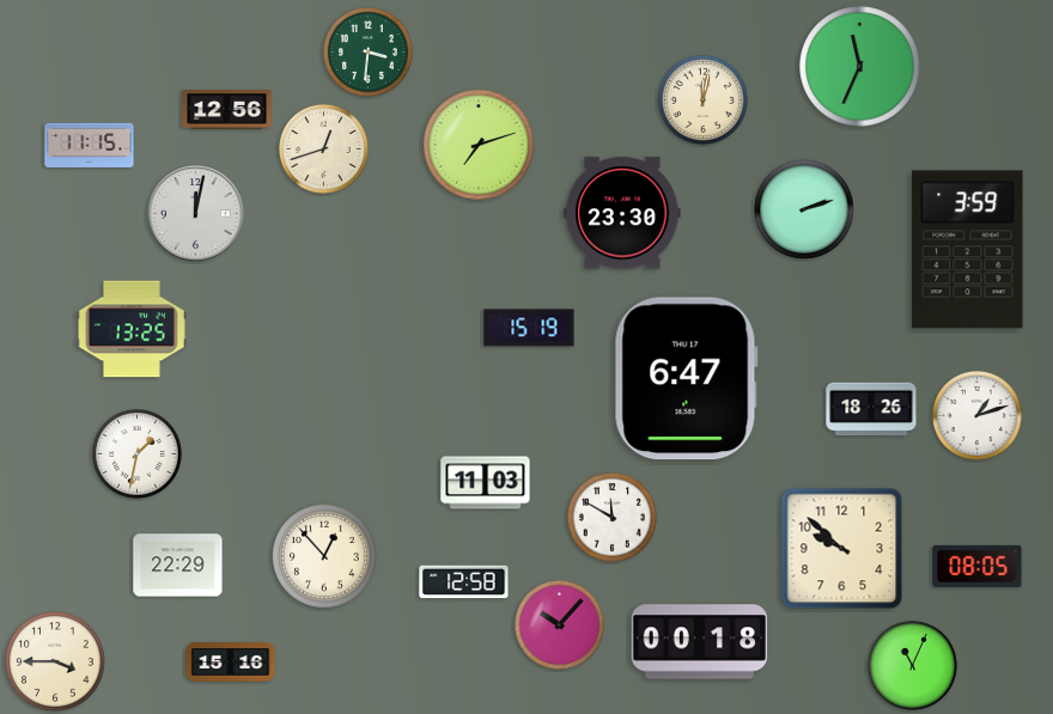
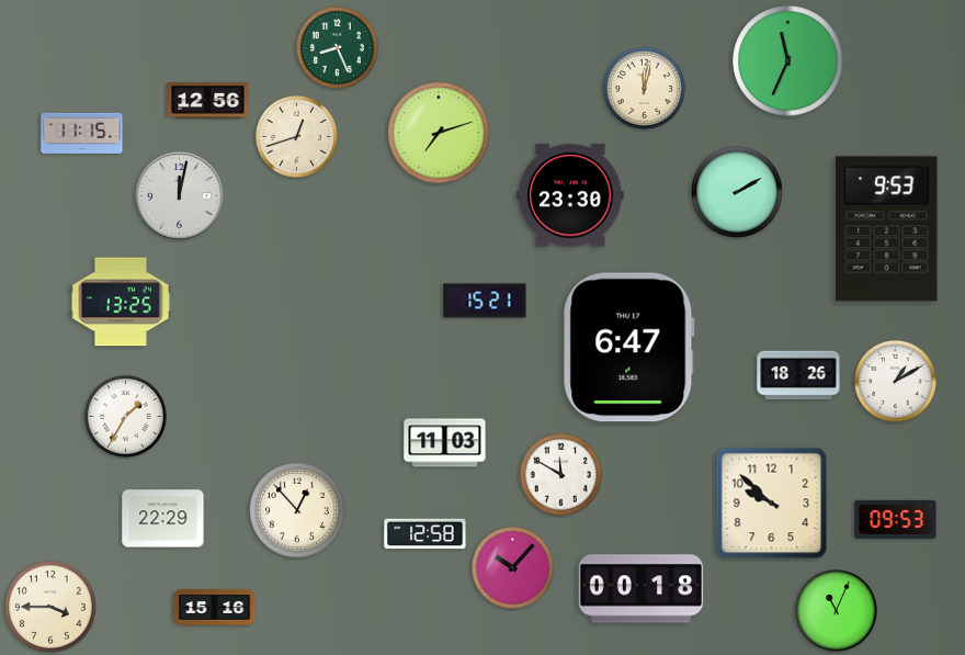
clock at (367, 51): 3:31 -> 8:26
clock at (702, 99) position: (702, 99) -> (644, 88)
clock at (805, 210): 2:12 -> 2:10
clock at (968, 250): 3:59 -> 9:53
clock at (529, 328): 15:19 -> 15:21
clock at (976, 415): 1:12 -> 1:10
clock at (136, 453): 1:32 -> 1:35
clock at (978, 566): 08:05 -> 09:53
clock at (559, 624) position: (559, 624) -> (512, 567)
clock at (231, 663) position: (231, 663) -> (215, 608)
